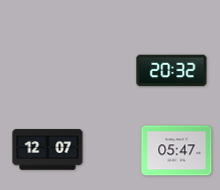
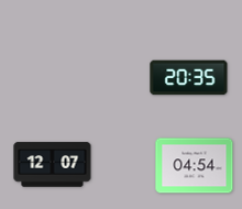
clock at (172, 71): 20:32 -> 20:35
clock at (177, 151): 05:47 -> 04:54
